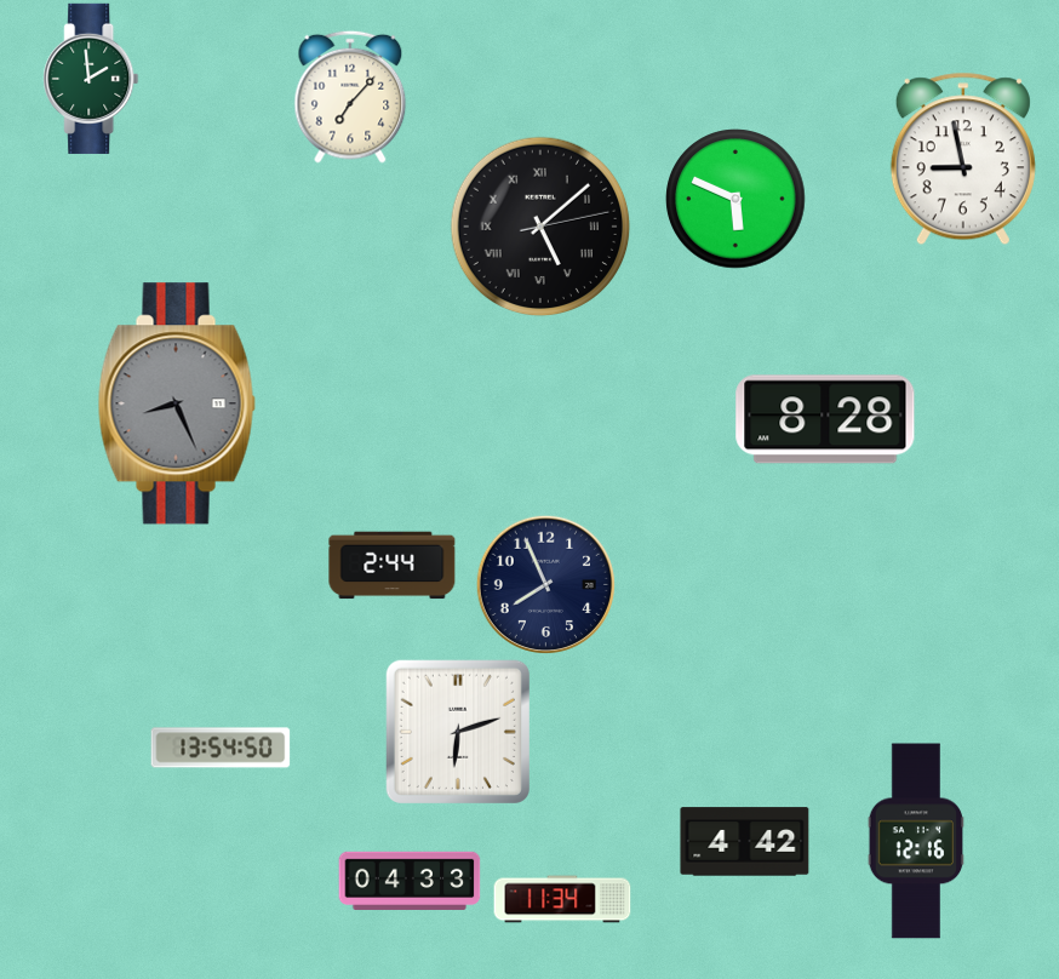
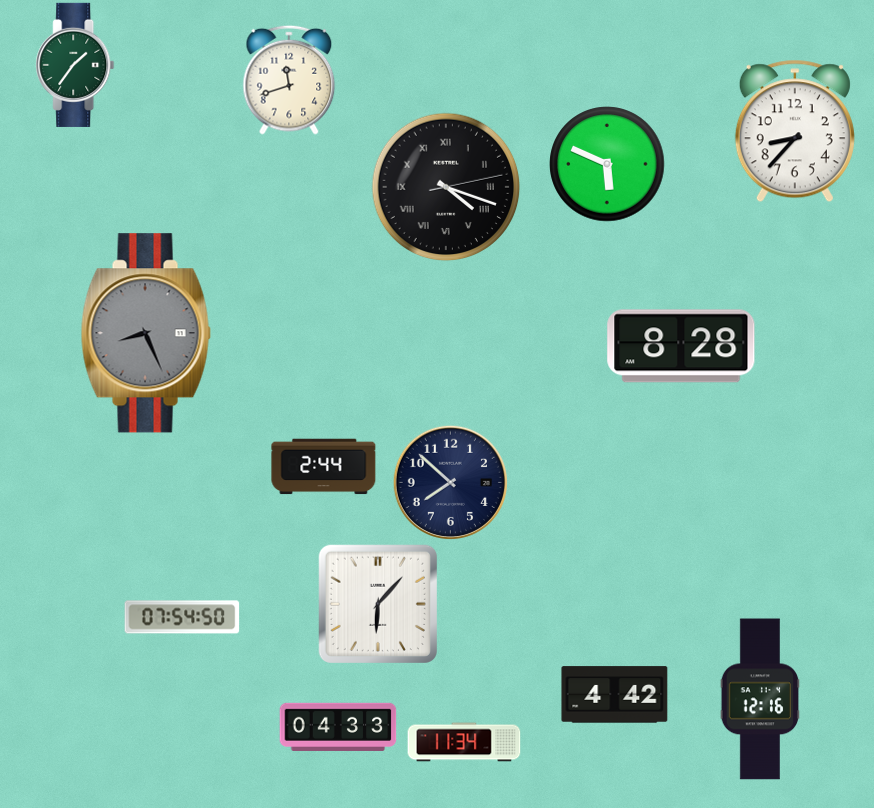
clock at (91, 79): 1:59 -> 1:36
clock at (350, 97): 7:07 -> 11:42
clock at (963, 159): 8:58 -> 8:37
clock at (540, 227): 5:08 -> 4:18
clock at (545, 584): 7:56 -> 7:52
clock at (458, 732): 6:12 -> 6:07
clock at (221, 748): 13:54 -> 07:54
clock at (916, 841) position: (916, 841) -> (760, 699)
